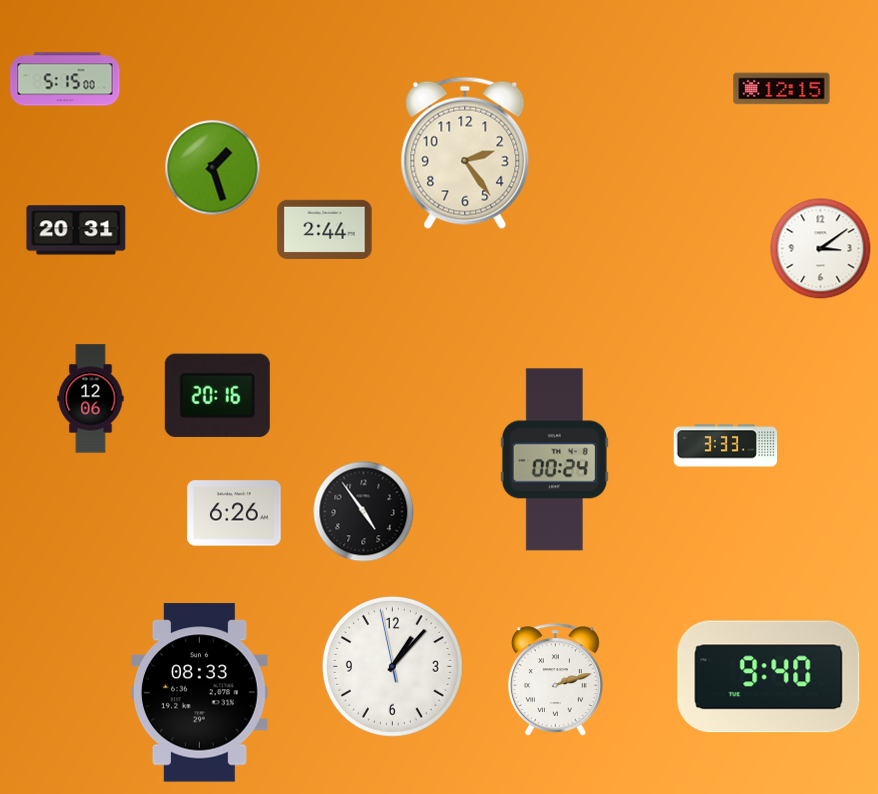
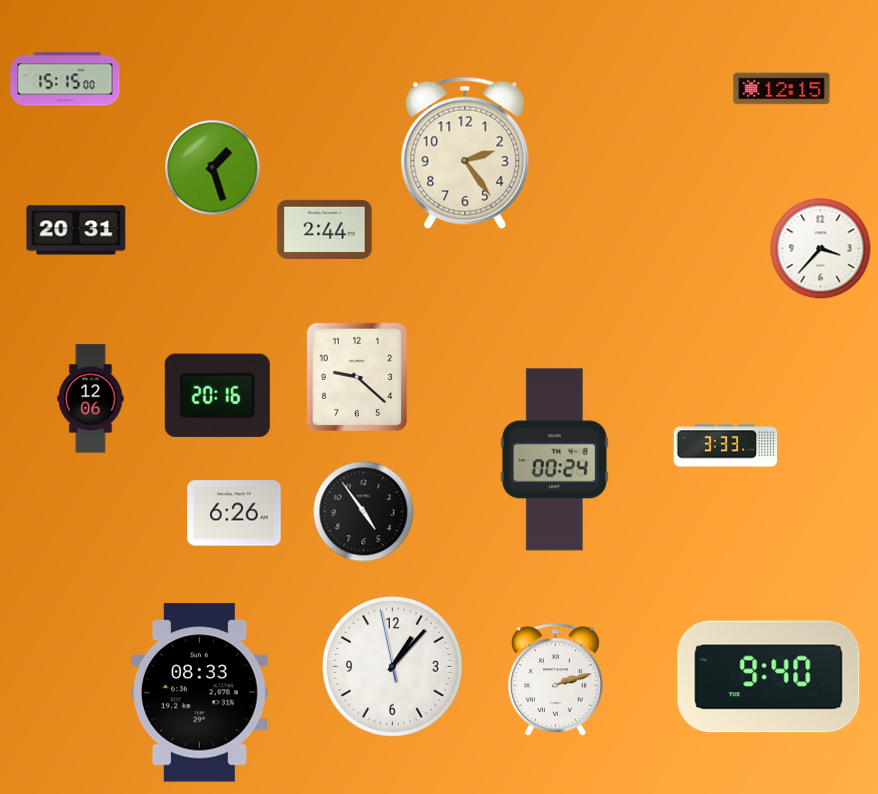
clock at (65, 79): 5:15 -> 15:15
clock at (821, 249): 3:09 -> 3:37
clock at (357, 377): none -> 9:22
